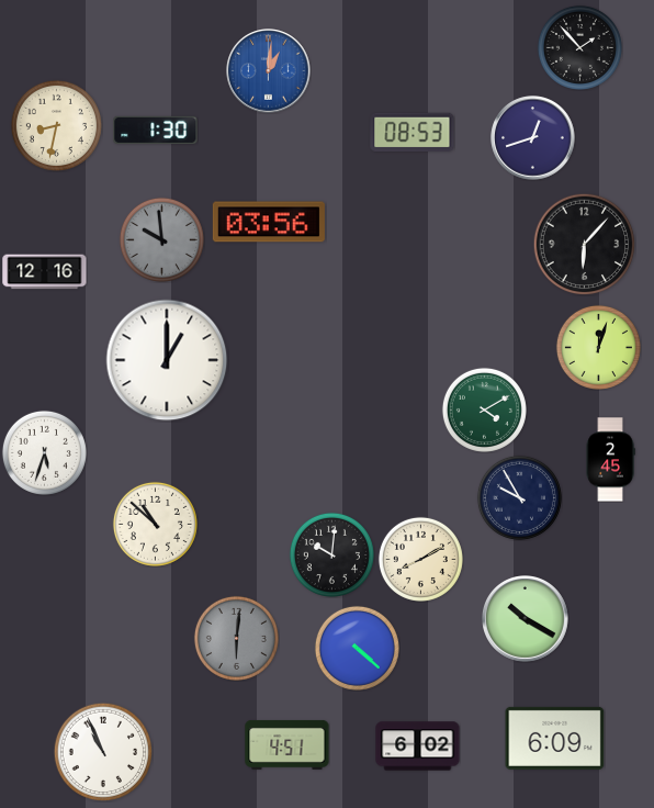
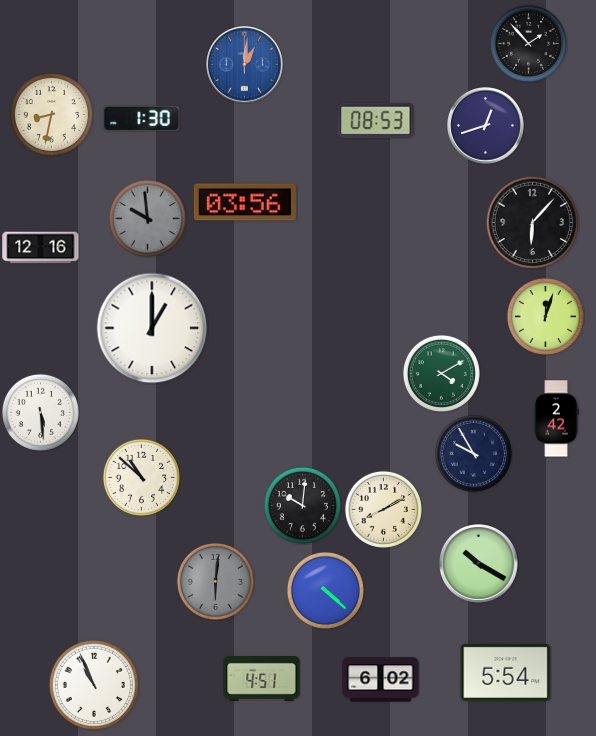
clock at (44, 452): 5:33 -> 5:29
clock at (610, 460): 2:45 -> 2:42
clock at (555, 738): 6:09 -> 5:54
